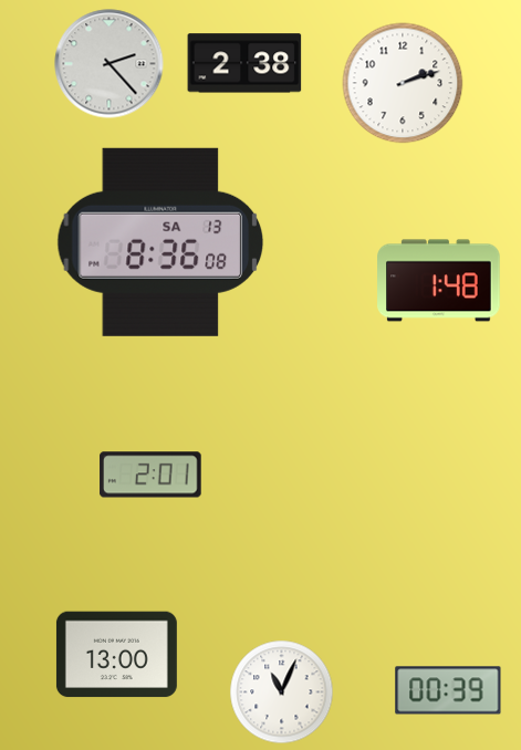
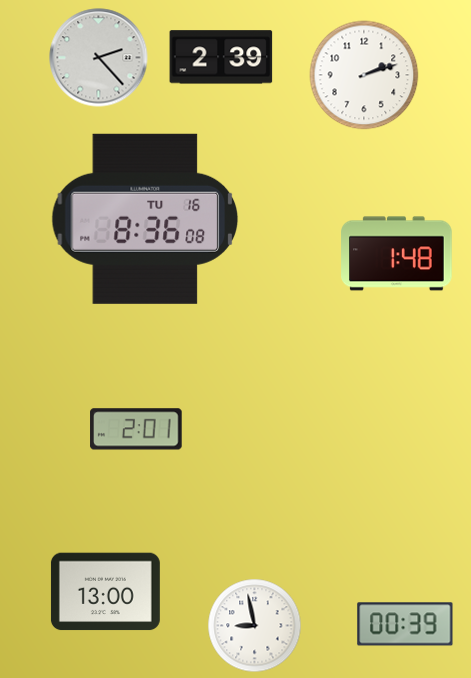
clock at (244, 63): 2:38 -> 2:39
clock at (160, 242) date: SA 13 -> TU 16
clock at (282, 692): 11:04 -> 8:58
